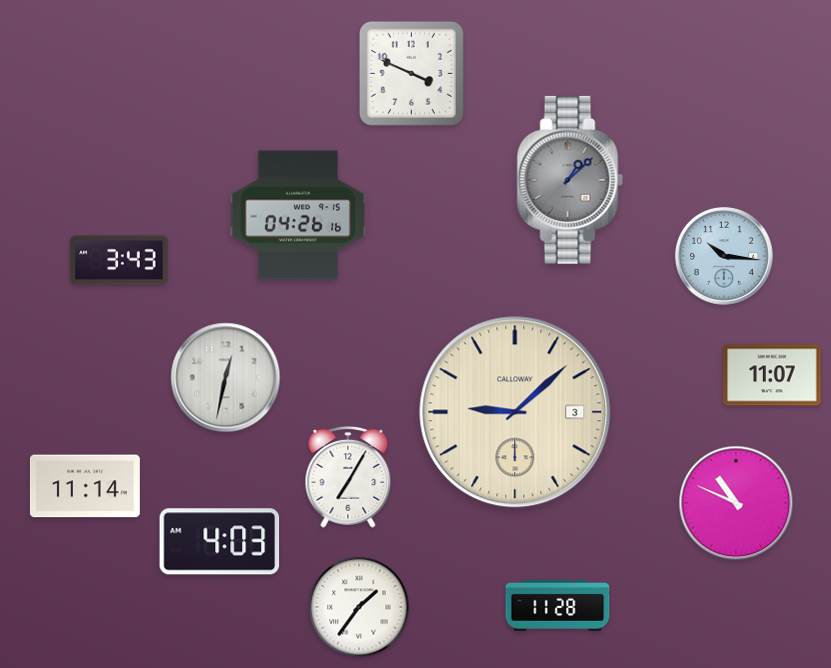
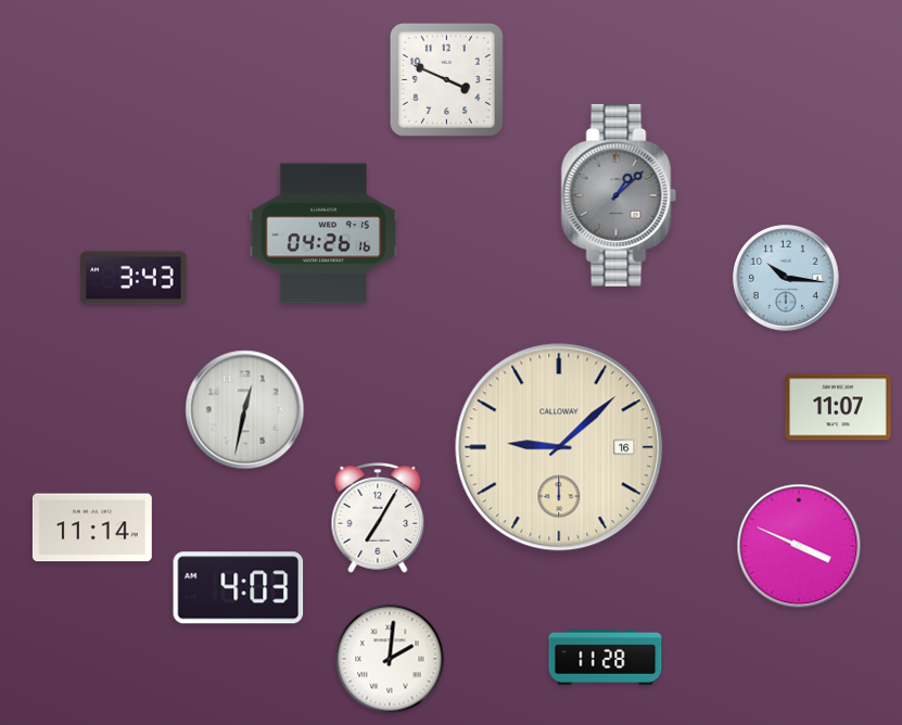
clock at (119, 260) position: (119, 260) -> (134, 278)
clock at (515, 412) date: 3 -> 16
clock at (736, 503): 10:49 -> 3:49
clock at (359, 607): 1:36 -> 2:01
